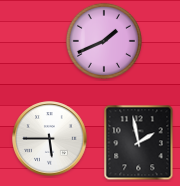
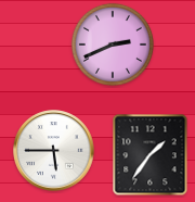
clock at (104, 41): 1:41 -> 2:41
clock at (139, 143): 1:58 -> 1:36
